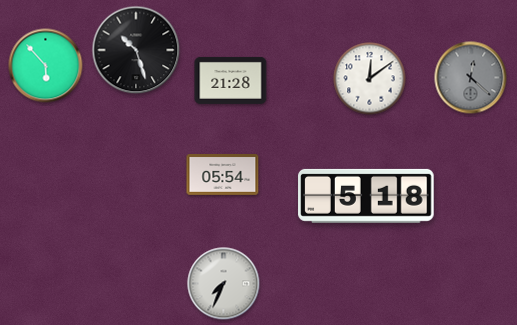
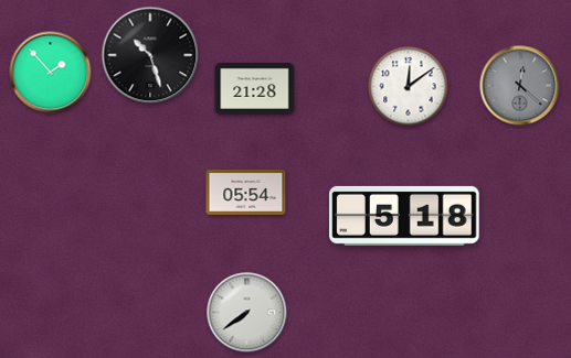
clock at (46, 66): 5:53 -> 1:53
clock at (224, 284): 7:34 -> 7:39
